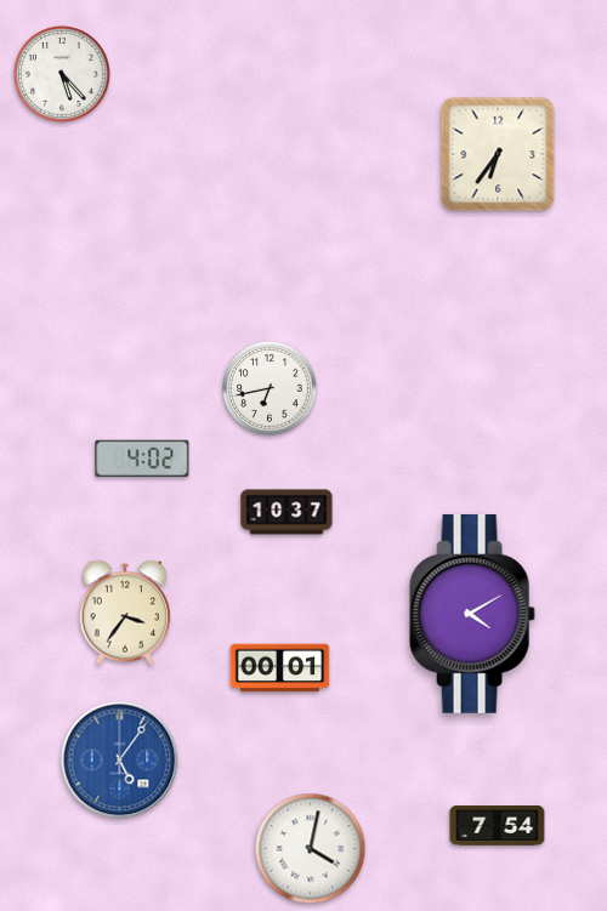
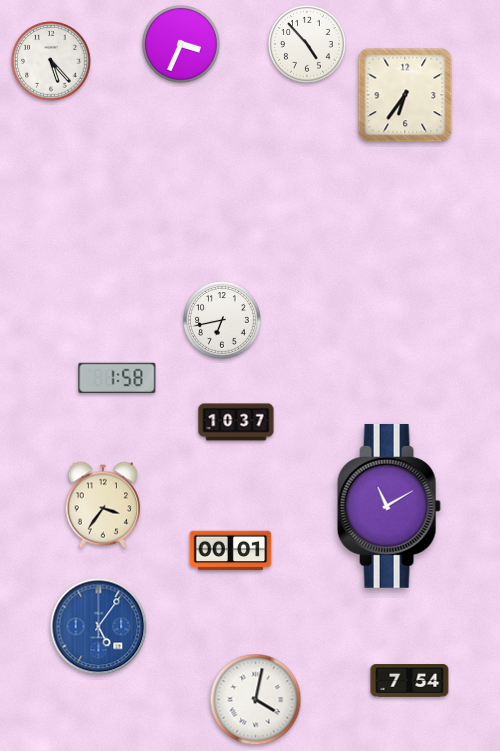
clock at (182, 45): none -> 3:34
clock at (308, 45): none -> 4:53
clock at (498, 154) position: (498, 154) -> (405, 95)
clock at (142, 457): 4:02 -> 1:58
clock at (472, 614): 4:10 -> 11:10
